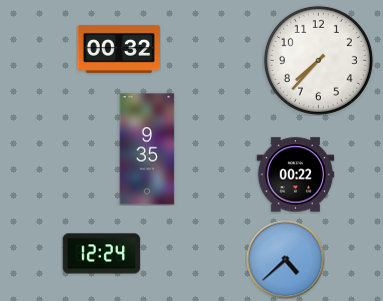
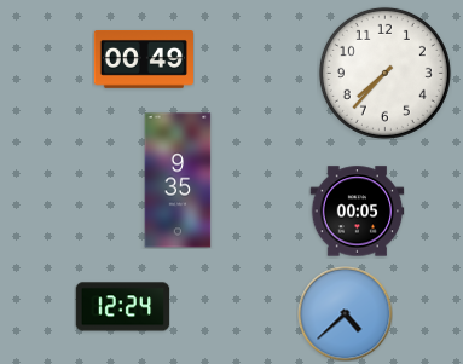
clock at (119, 50): 00:32 -> 00:49
clock at (295, 175): 00:22 -> 00:05
